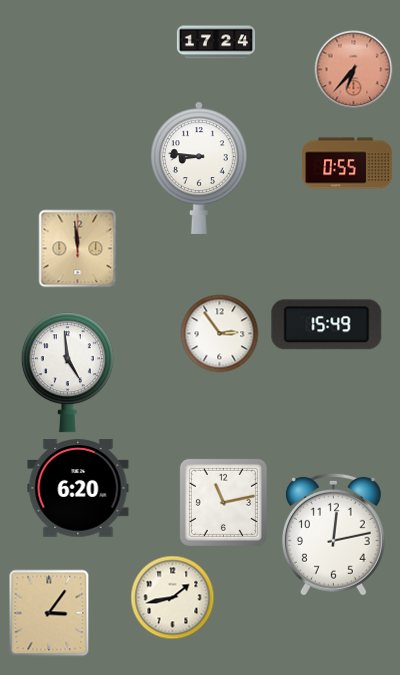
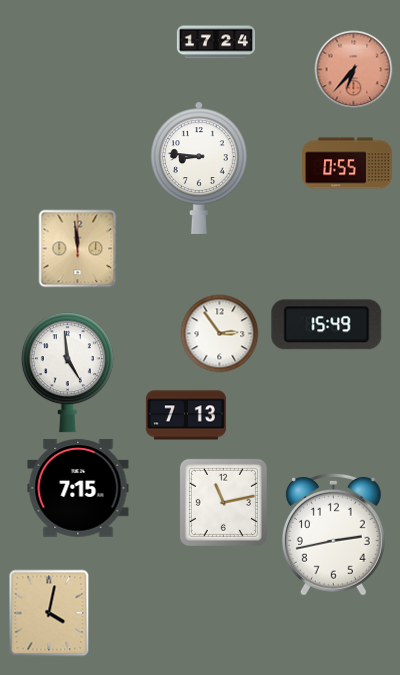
clock at (186, 415): none -> 7:13
clock at (78, 488): 6:20 -> 7:15
clock at (333, 534): 12:13 -> 2:43
clock at (172, 597): 1:43 -> none
clock at (49, 613): 3:06 -> 4:02
